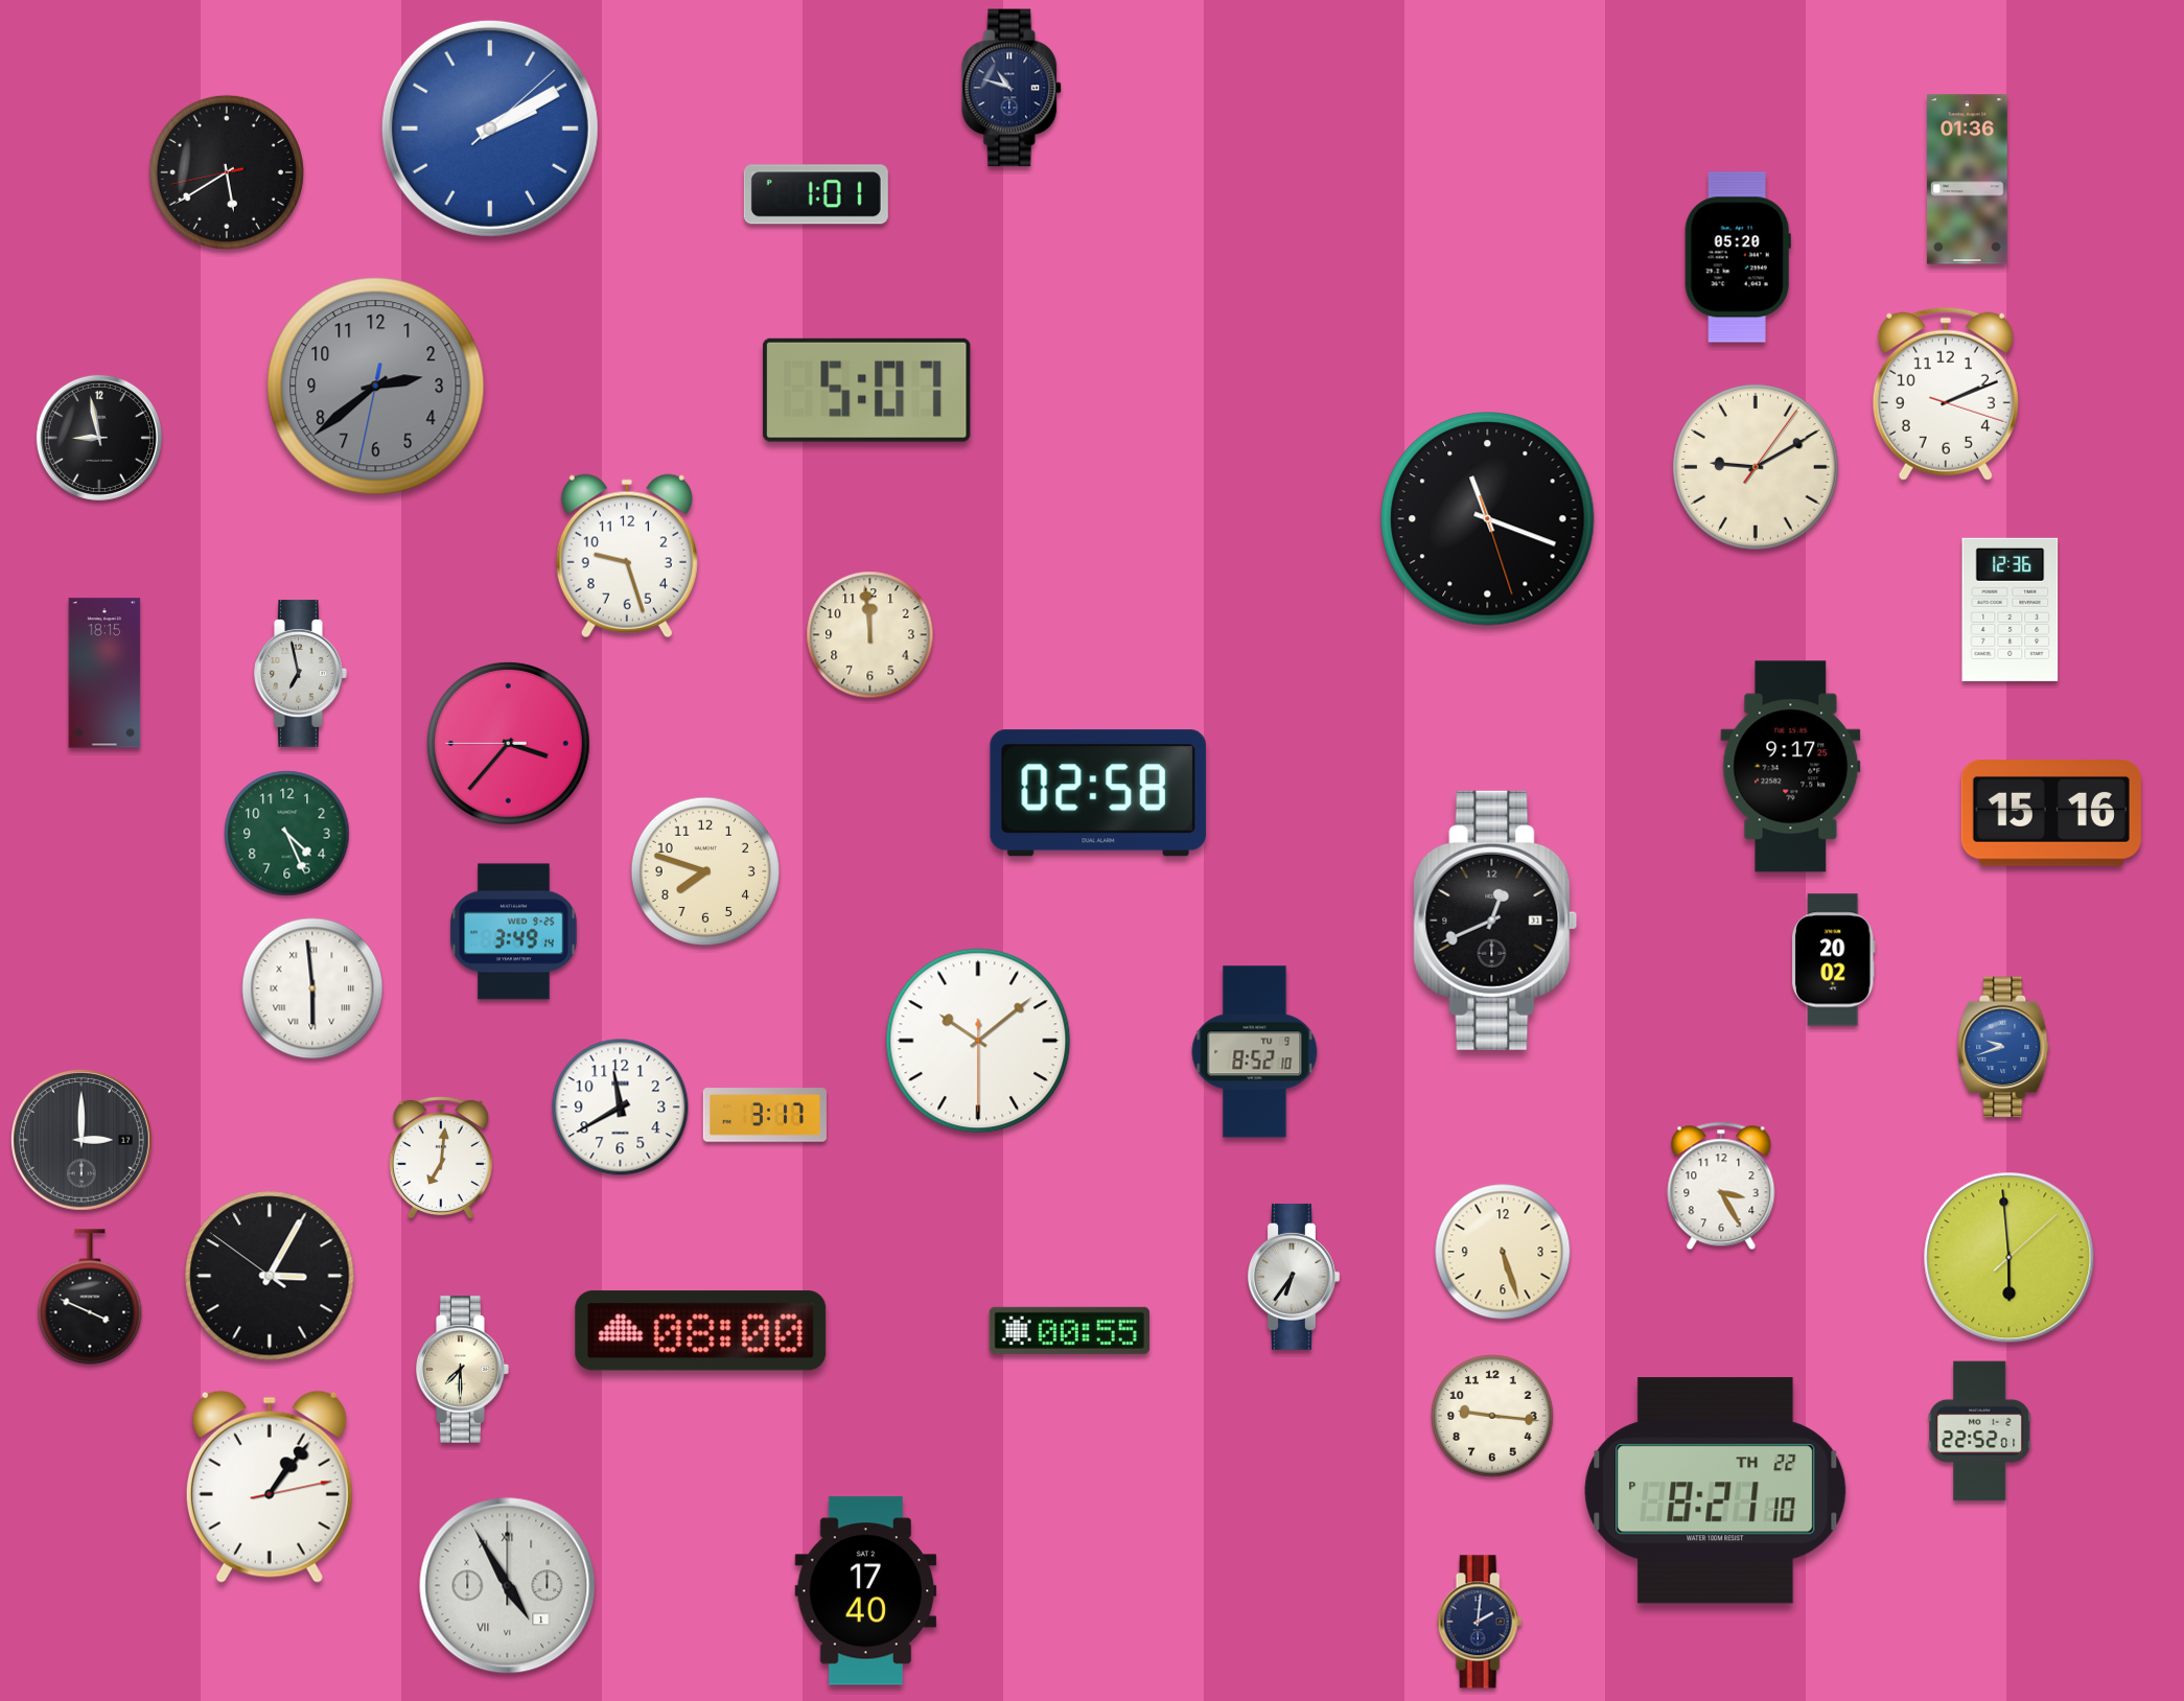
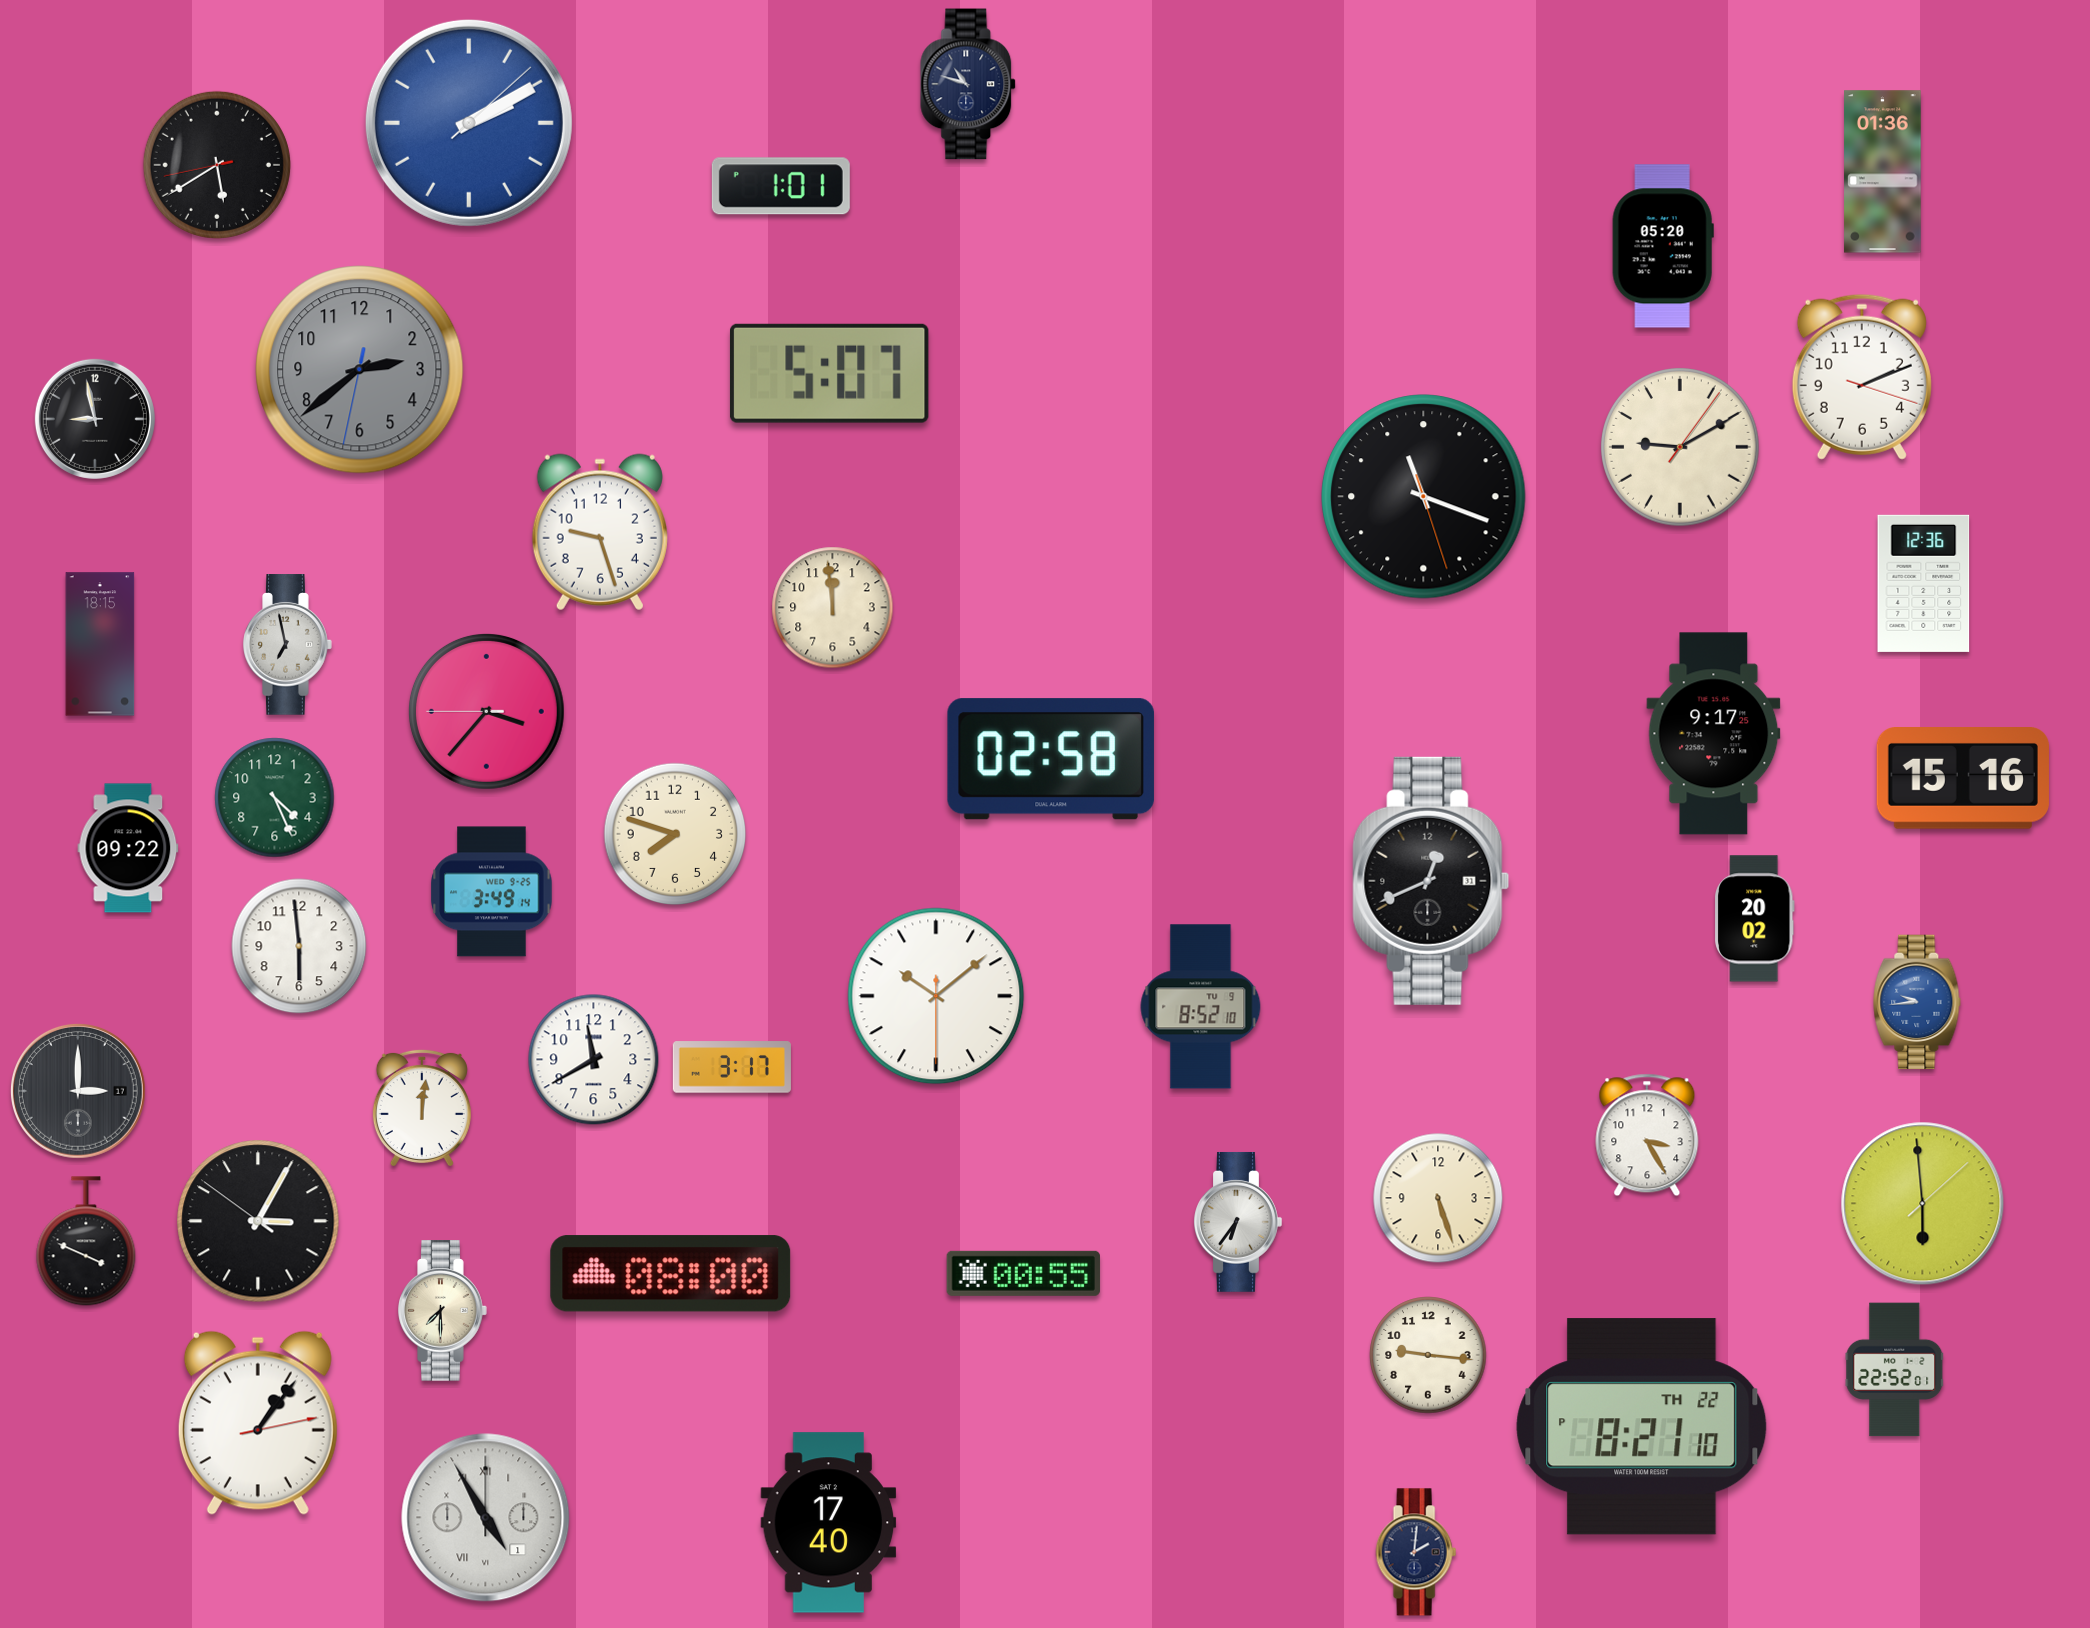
clock at (128, 848): none -> 09:22
clock at (312, 988) numerals: Roman -> Arabic
clock at (2003, 1047): 9:42 -> 9:44
clock at (441, 1158): 7:01 -> 12:01
